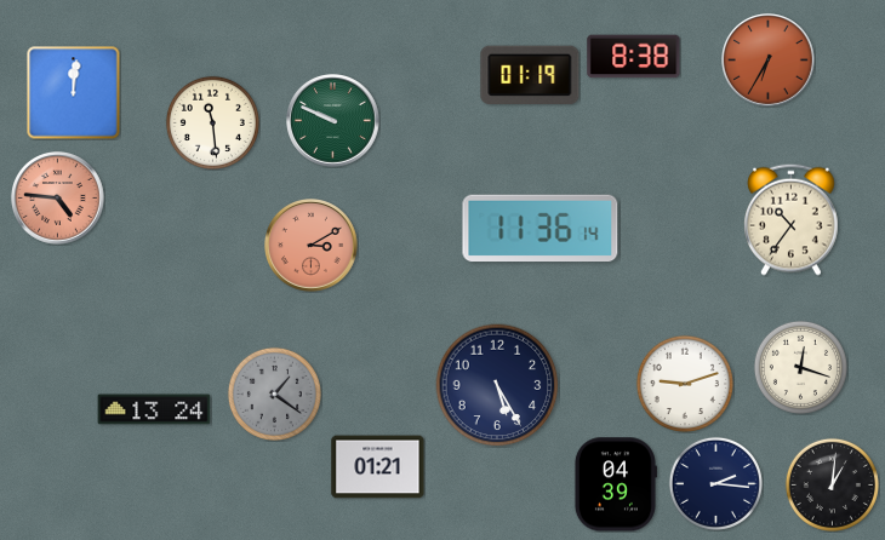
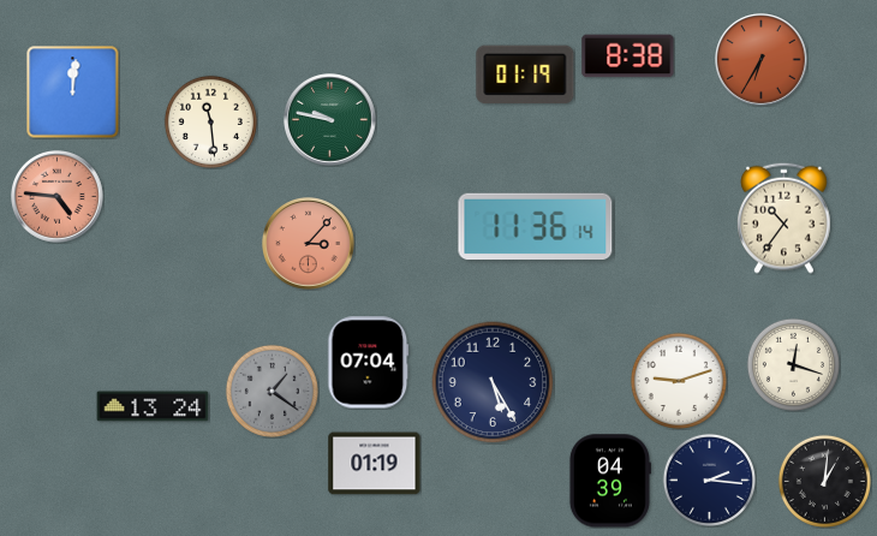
clock at (333, 121): 9:49 -> 9:47
clock at (312, 246): 3:10 -> 3:07
clock at (369, 363): none -> 07:04
clock at (378, 467): 01:21 -> 01:19
